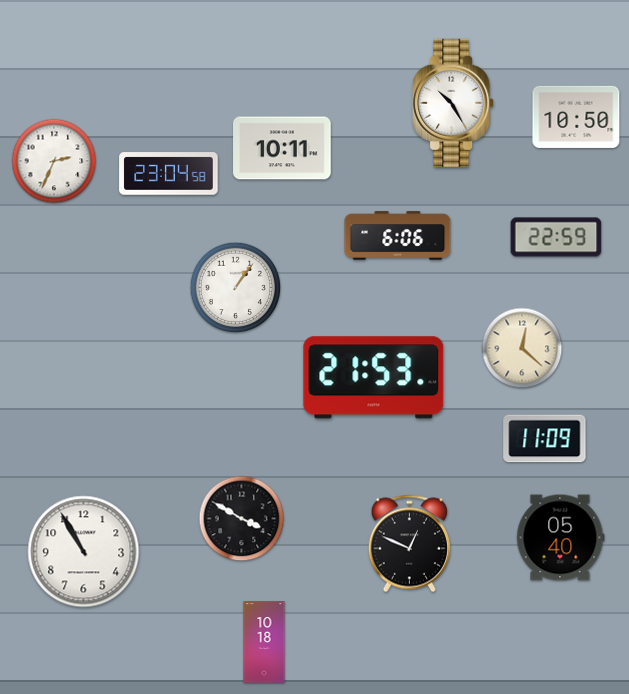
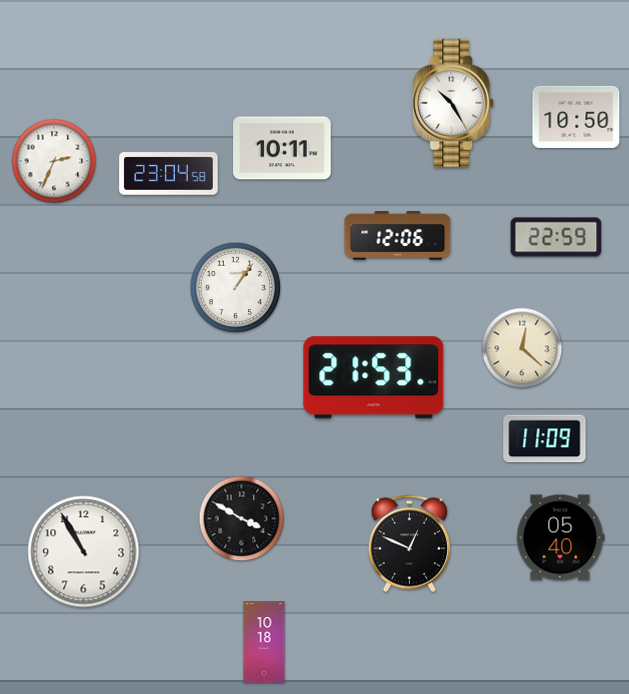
clock at (398, 236): 6:06 -> 12:06
